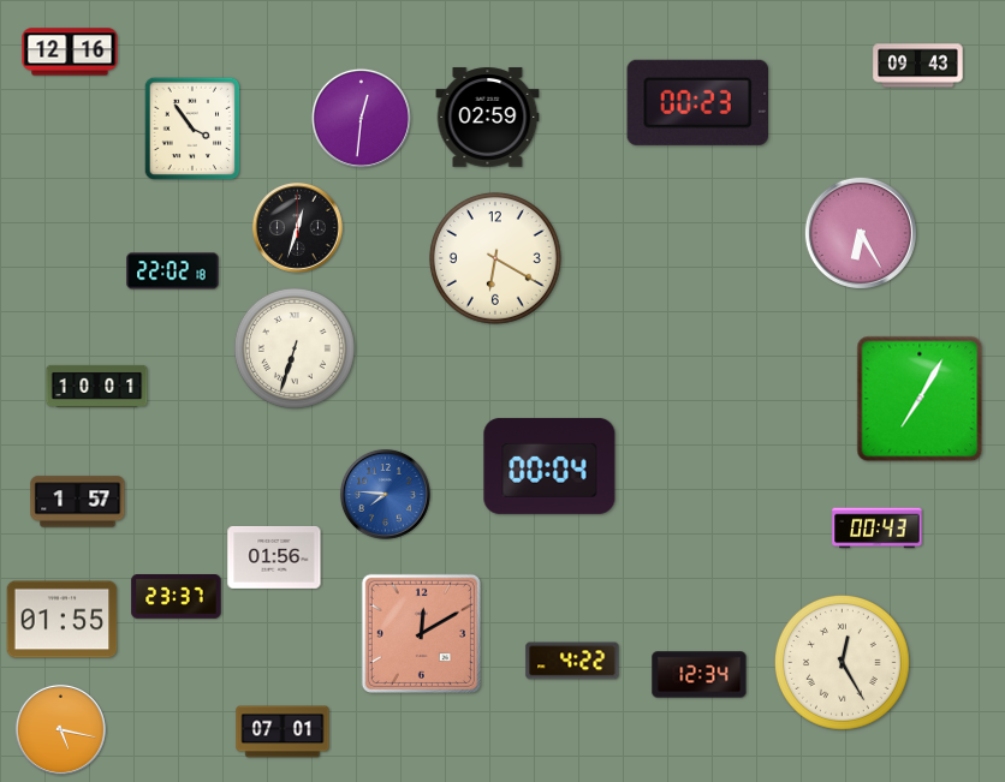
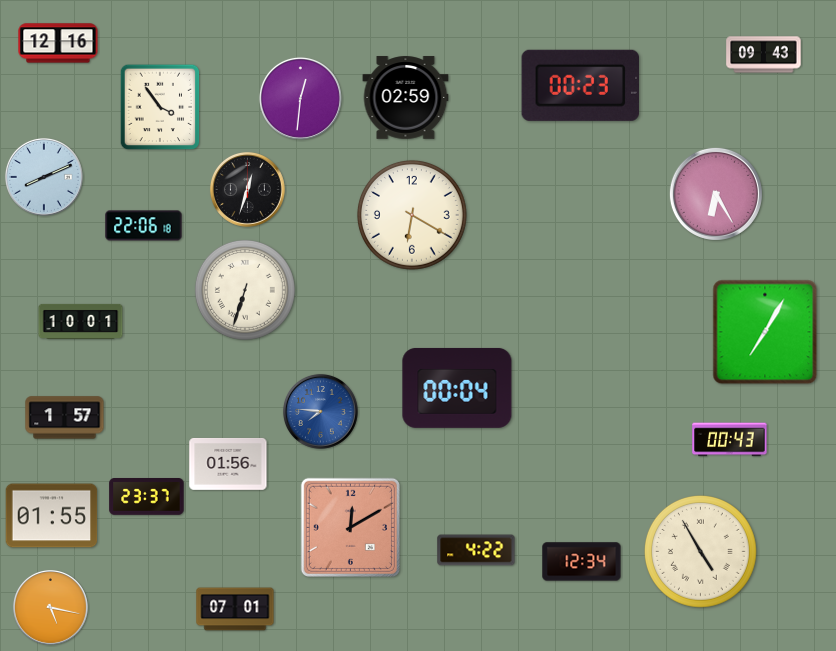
clock at (44, 177): none -> 8:11
clock at (173, 271): 22:02 -> 22:06
clock at (843, 663): 12:25 -> 4:55
